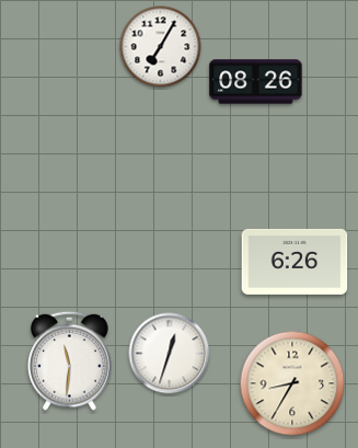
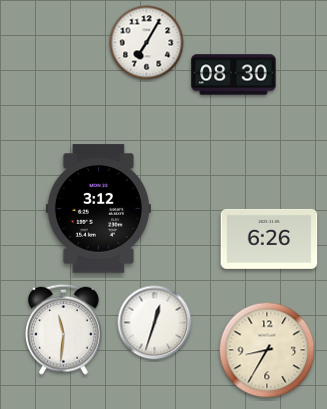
clock at (256, 82): 08:26 -> 08:30
clock at (98, 209): none -> 3:12
